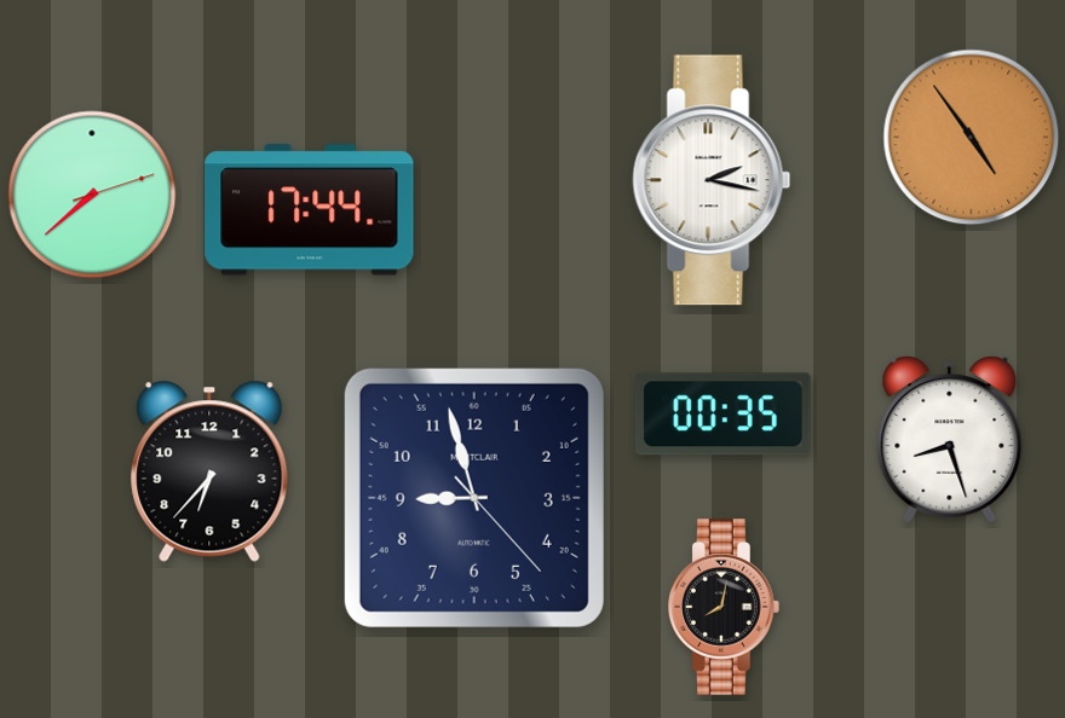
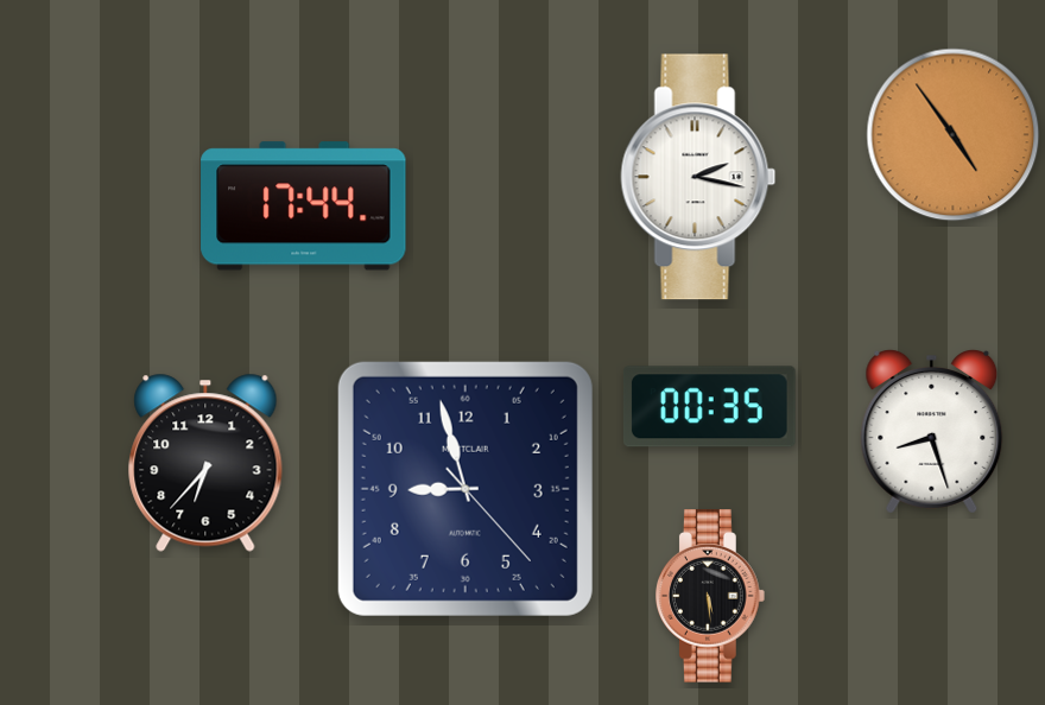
clock at (92, 195): 7:38 -> none
clock at (725, 607): 8:02 -> 5:29
